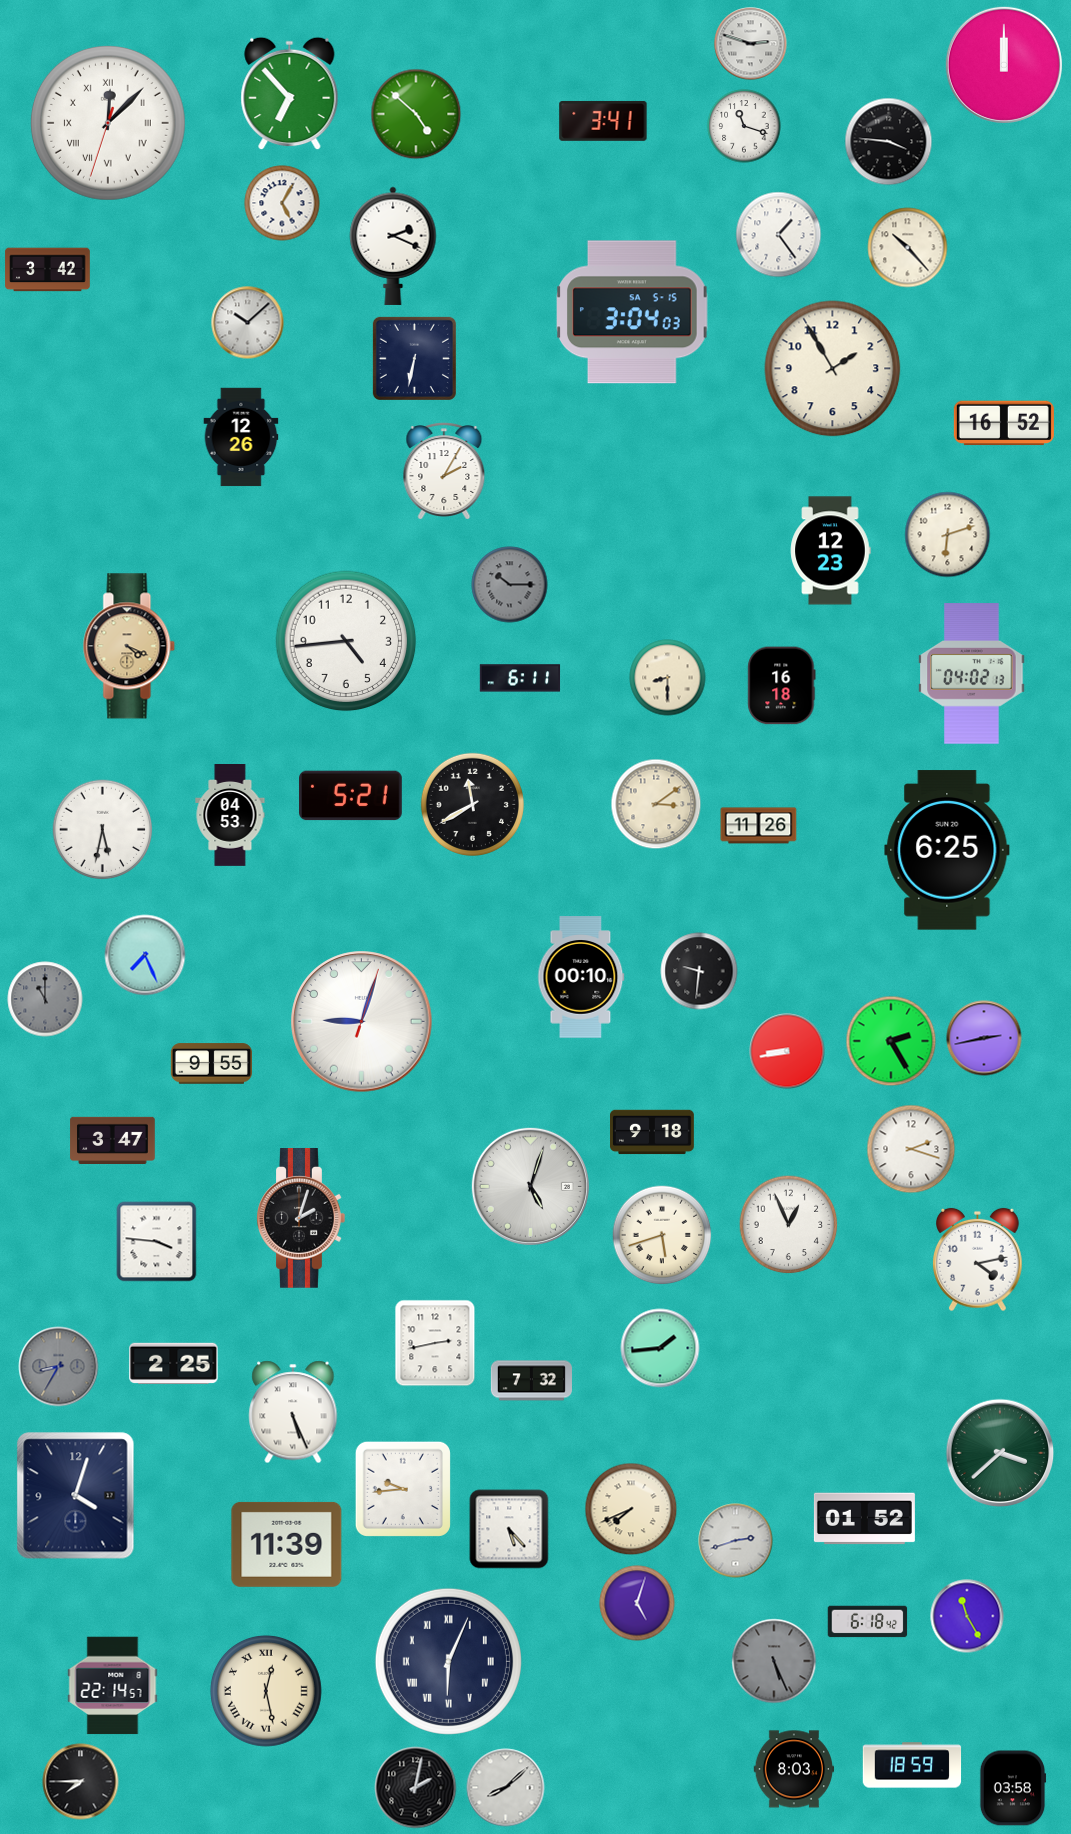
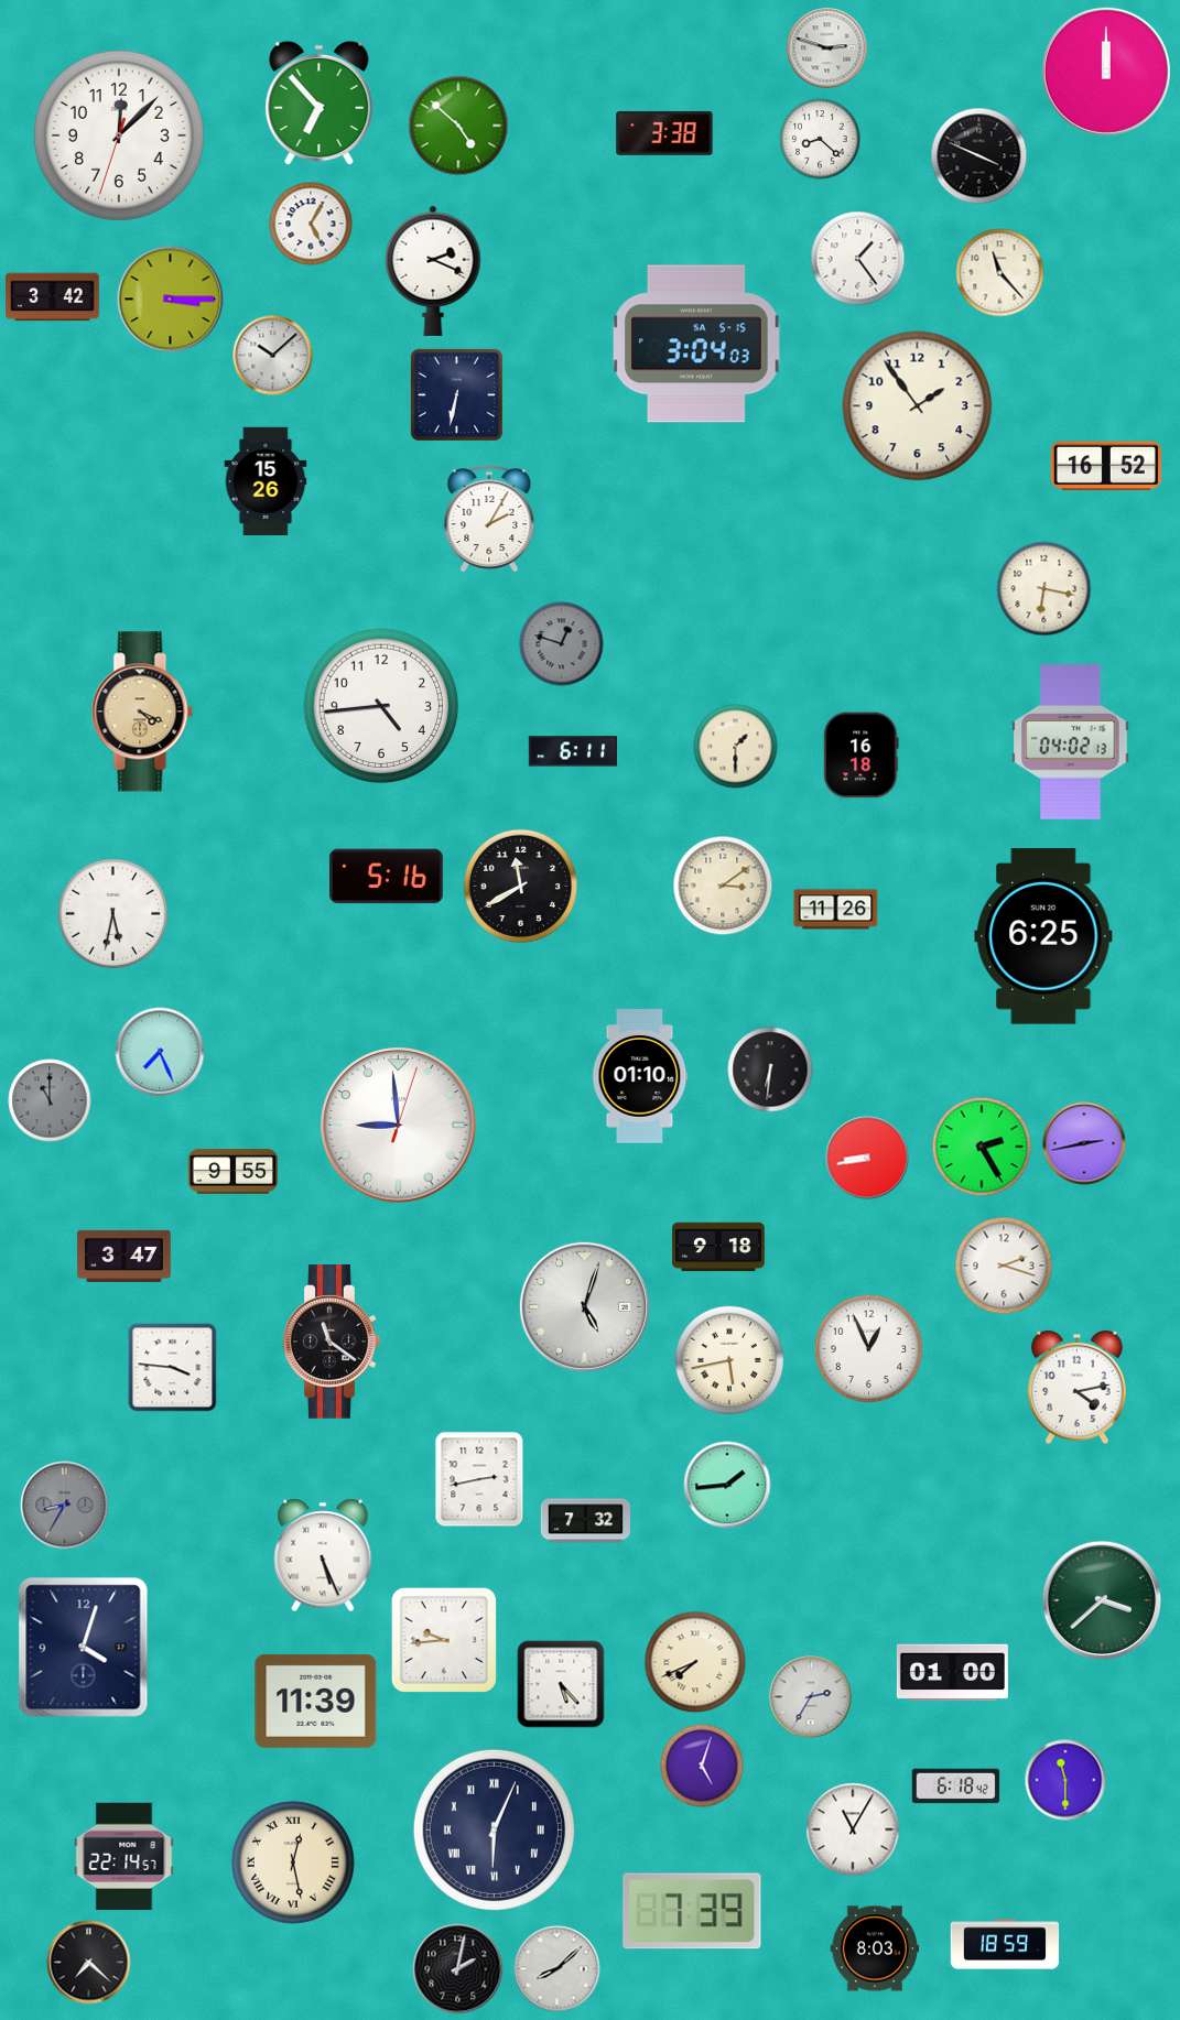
clock at (603, 121): 3:41 -> 3:38
clock at (108, 123) numerals: Roman -> Arabic
clock at (744, 126): 11:18 -> 8:22
clock at (889, 142): 3:46 -> 3:49
clock at (908, 248): 10:23 -> 11:23
clock at (171, 300): none -> 3:15
clock at (833, 369): 1:55 -> 1:54
clock at (241, 437): 12:26 -> 15:26
clock at (948, 535): 6:12 -> 6:17
clock at (830, 551): 12:23 -> none
clock at (510, 585): 10:15 -> 12:48
clock at (520, 678) position: (520, 678) -> (573, 751)
clock at (668, 678): 8:30 -> 1:30
clock at (351, 796): 5:21 -> 5:16
clock at (230, 816): 04:53 -> none
clock at (699, 971): 9:31 -> 6:31
clock at (581, 977): 00:10 -> 01:10
clock at (362, 1022): 9:03 -> 8:59
clock at (301, 1219): 2:03 -> 11:21
clock at (662, 1235): 5:42 -> 5:43
clock at (174, 1363): 2:25 -> none
clock at (864, 1519): 01:52 -> 01:00
clock at (736, 1541): 2:42 -> 2:35
clock at (967, 1616): 11:25 -> 11:30
clock at (774, 1661): 5:26 -> 11:05
clock at (774, 1661) dial: grey -> white
clock at (692, 1911): none -> 7:39
clock at (81, 1782): 7:45 -> 7:22
clock at (1013, 1788): 03:58 -> none
